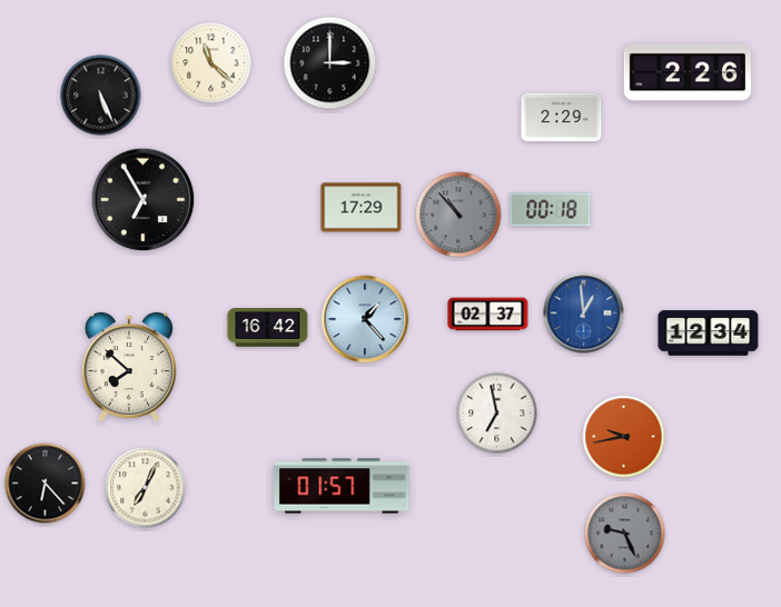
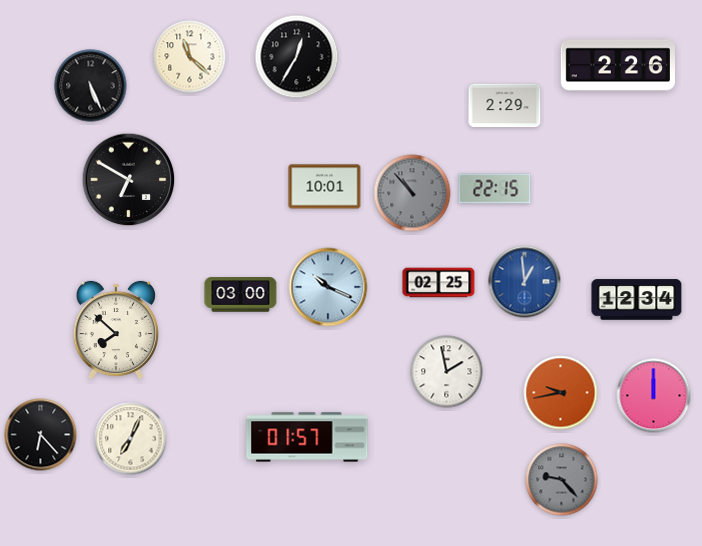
clock at (330, 63): 3:00 -> 12:35
clock at (144, 200): 6:55 -> 6:50
clock at (362, 208): 17:29 -> 10:01
clock at (551, 210): 00:18 -> 22:15
clock at (488, 315): 02:37 -> 02:25
clock at (365, 319): 1:23 -> 10:19
clock at (268, 328): 16:42 -> 03:00
clock at (497, 414): 6:58 -> 1:58
clock at (654, 396): none -> 12:00
clock at (625, 534): 9:26 -> 9:23
